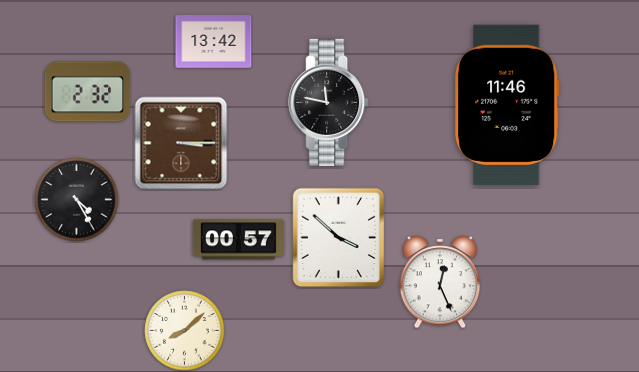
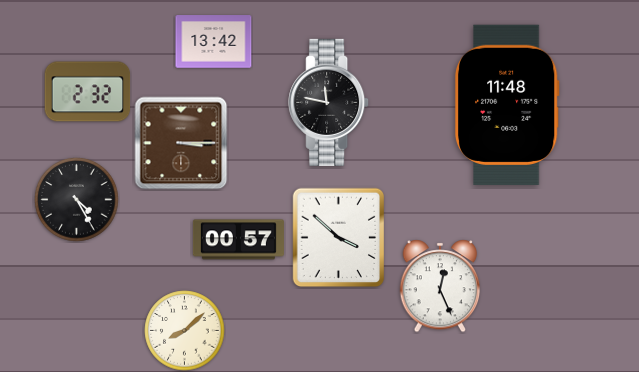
clock at (507, 105): 11:46 -> 11:48
clock at (440, 282) position: (440, 282) -> (440, 286)
